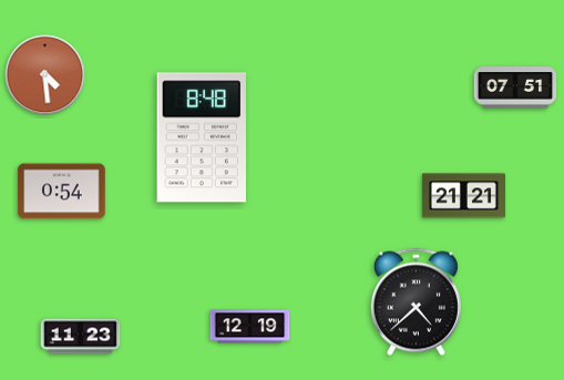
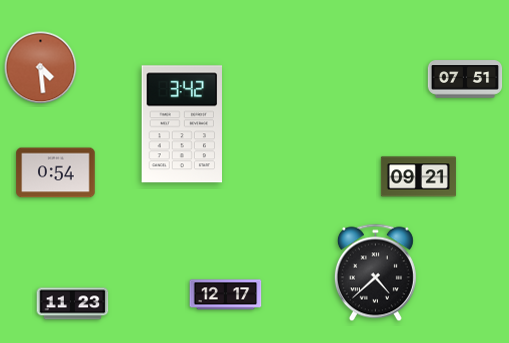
clock at (201, 137): 8:48 -> 3:42
clock at (463, 196): 21:21 -> 09:21
clock at (250, 327): 12:19 -> 12:17
